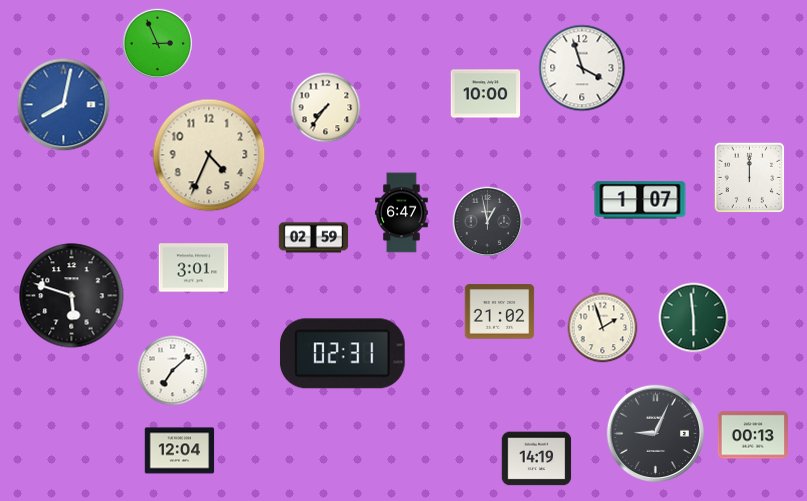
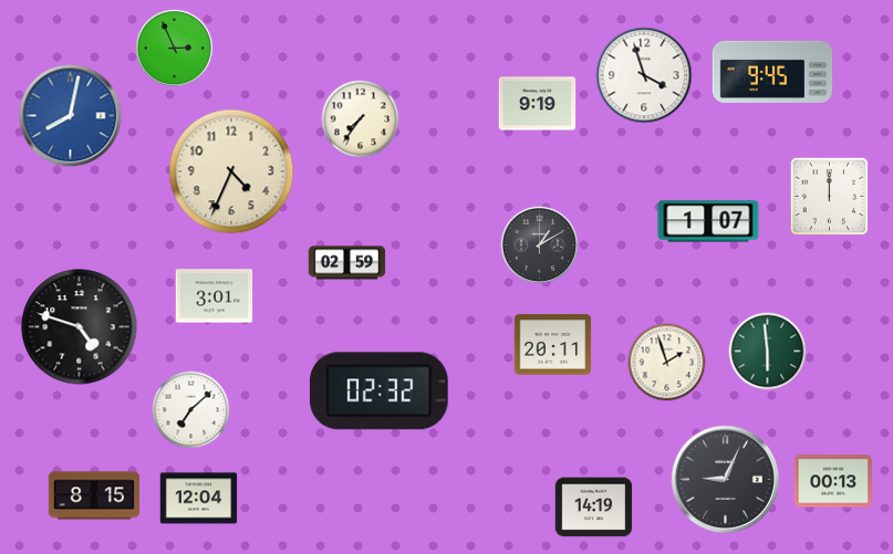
clock at (772, 72): none -> 9:45
clock at (486, 94): 10:00 -> 9:19
clock at (402, 213): 6:47 -> none
clock at (487, 221): 12:58 -> 1:10
clock at (72, 296): 5:48 -> 4:48
clock at (500, 312): 21:02 -> 20:11
clock at (342, 354): 02:31 -> 02:32
clock at (94, 495): none -> 8:15
